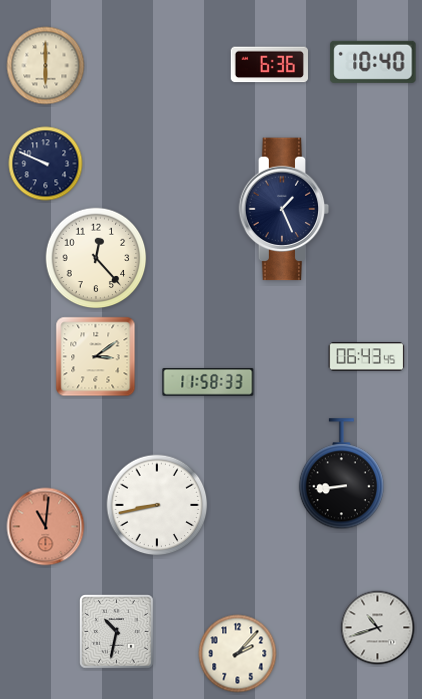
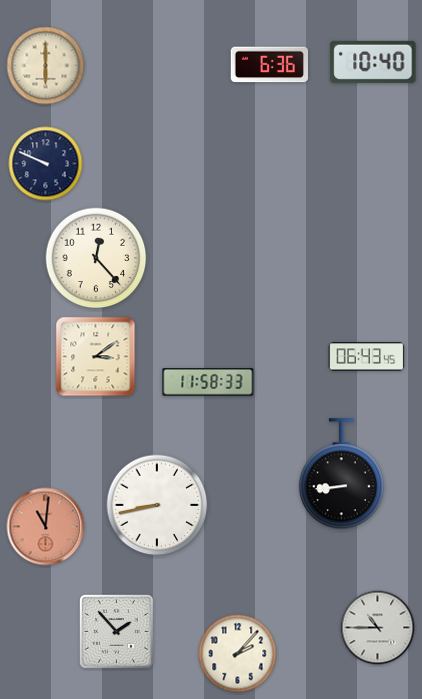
clock at (284, 209): 1:26 -> none
clock at (378, 628): 10:42 -> 10:45
clock at (117, 632): 10:32 -> 1:53
